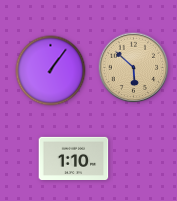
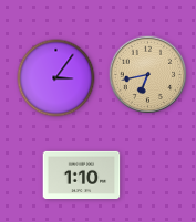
clock at (134, 68): 5:52 -> 6:43
clock at (51, 71): 1:06 -> 3:06
